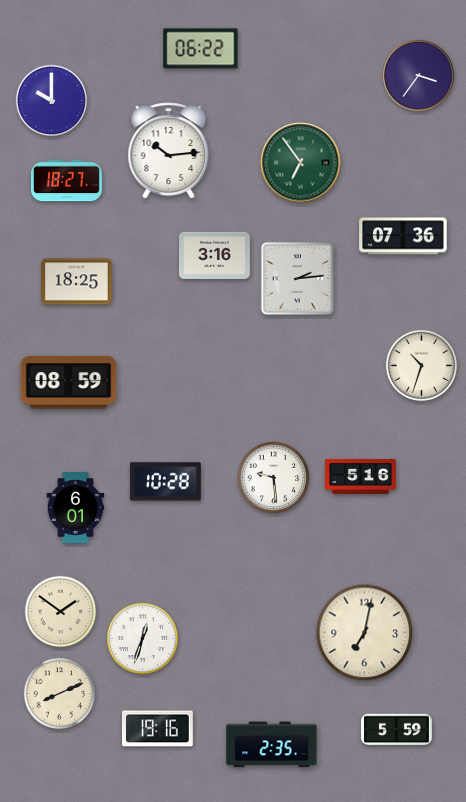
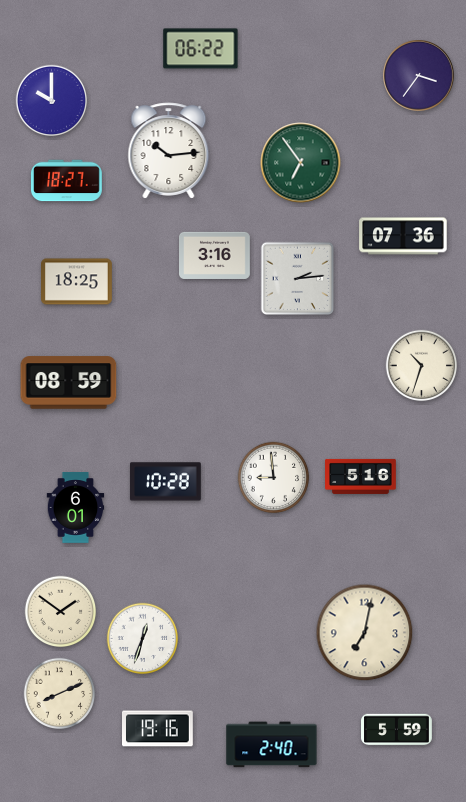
clock at (274, 478): 9:29 -> 8:59
clock at (272, 745): 2:35 -> 2:40
